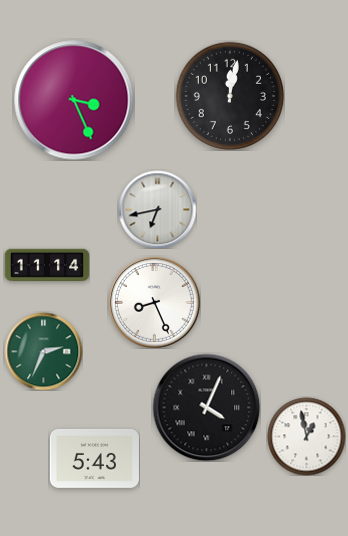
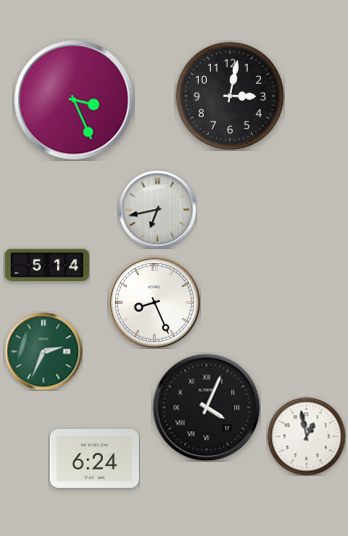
clock at (229, 95): 12:02 -> 3:02
clock at (47, 265): 11:14 -> 5:14
clock at (94, 458): 5:43 -> 6:24
